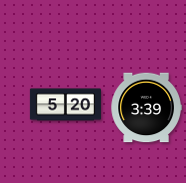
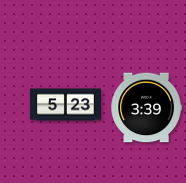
clock at (65, 105): 5:20 -> 5:23
